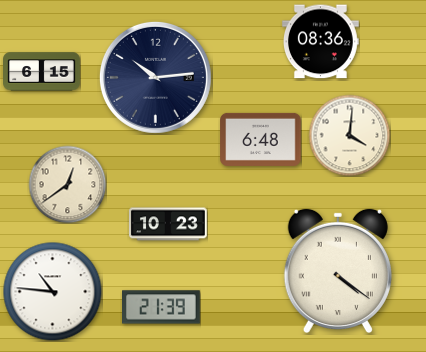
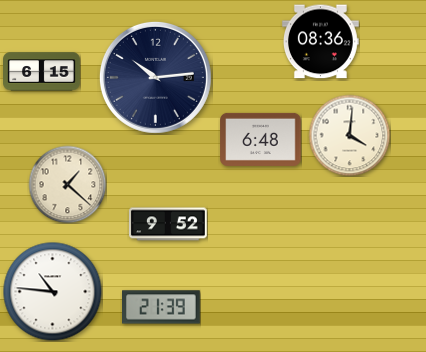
clock at (67, 184): 12:39 -> 1:22
clock at (169, 224): 10:23 -> 9:52
clock at (338, 271): 4:21 -> none
